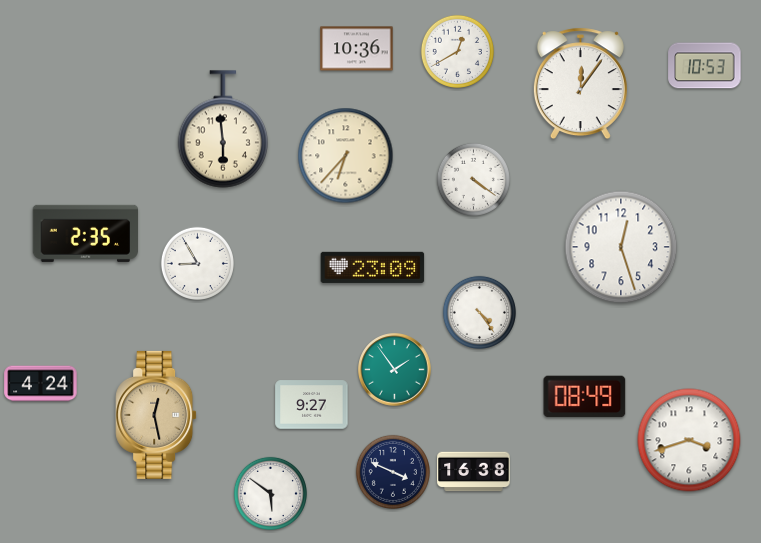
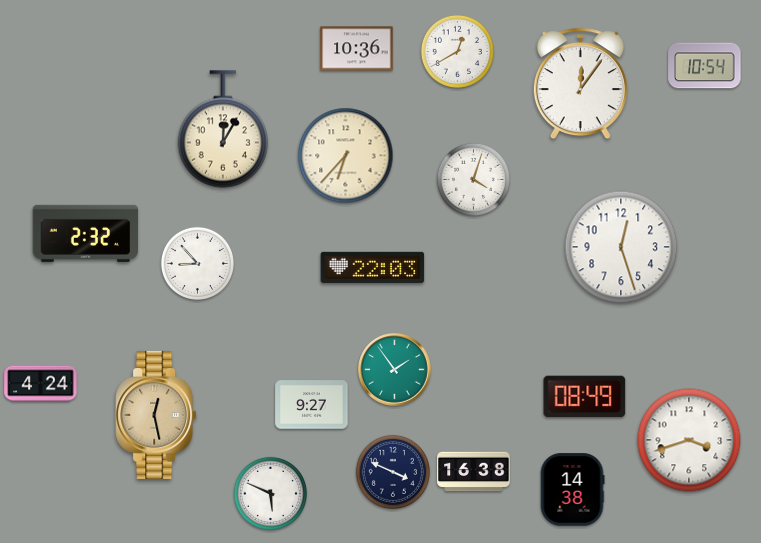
clock at (705, 66): 10:53 -> 10:54
clock at (222, 129): 5:59 -> 12:05
clock at (473, 179): 4:21 -> 4:03
clock at (85, 233): 2:35 -> 2:32
clock at (197, 263): 8:55 -> 8:53
clock at (373, 267): 23:09 -> 22:03
clock at (479, 312): 4:24 -> none
clock at (572, 490): none -> 14:38
clock at (270, 493): 5:51 -> 5:49
